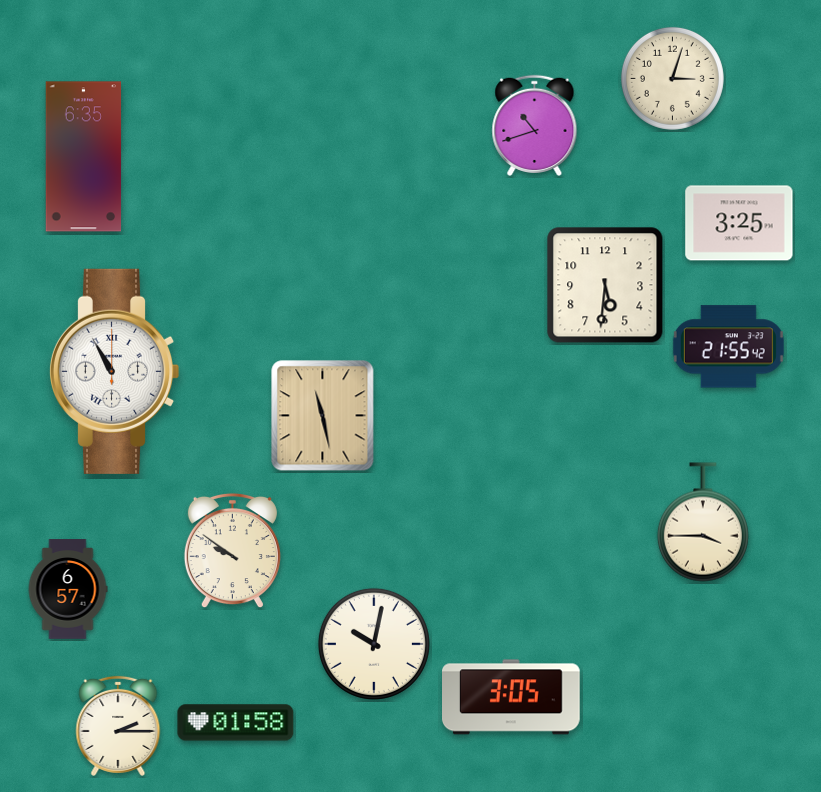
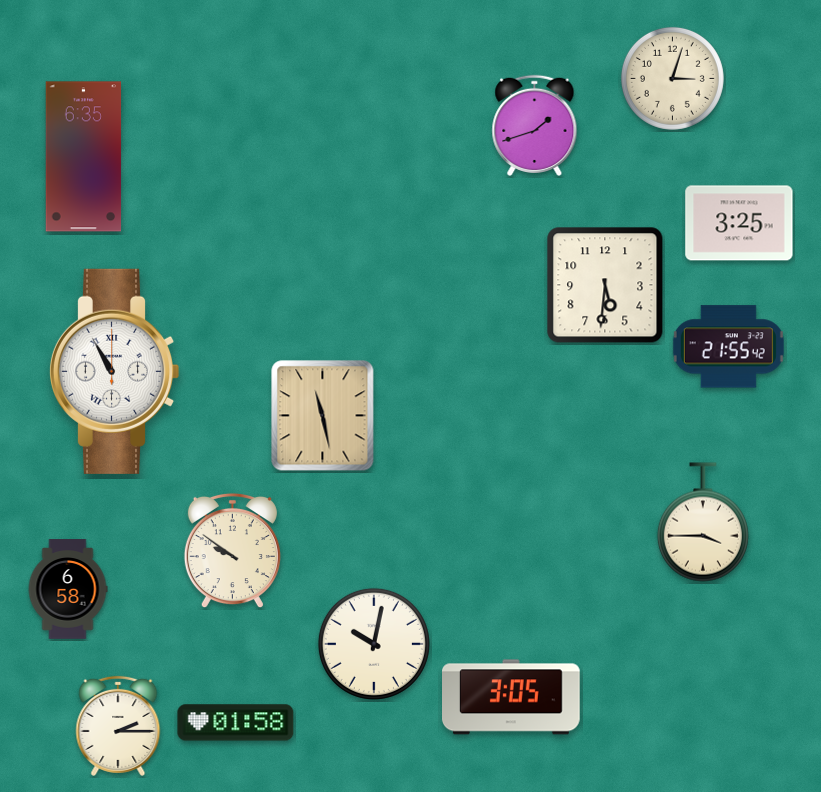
clock at (535, 125): 10:42 -> 1:42
clock at (68, 589): 6:57 -> 6:58
